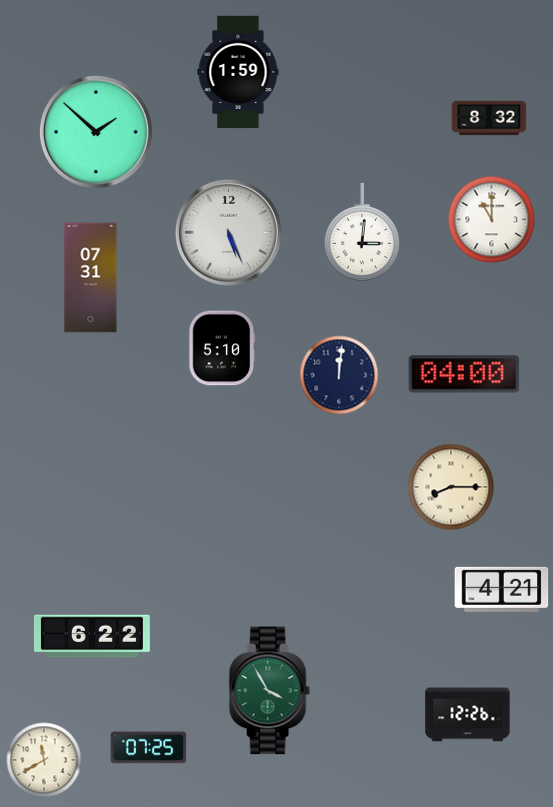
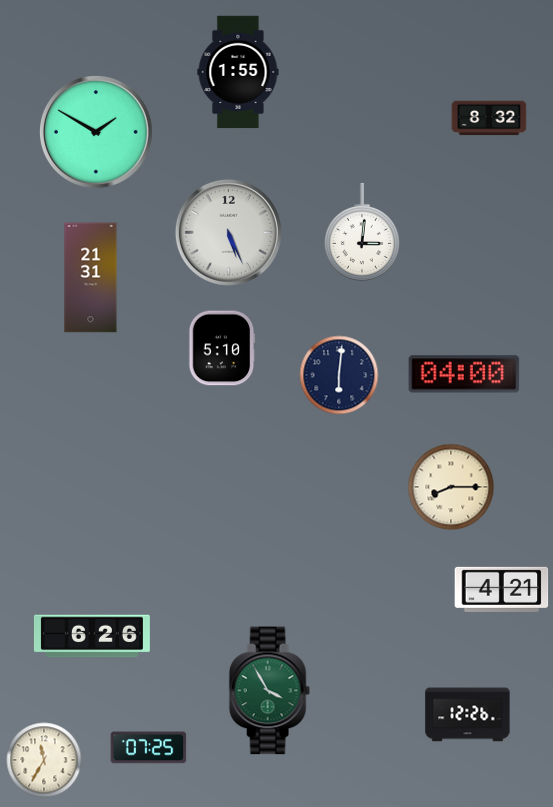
clock at (238, 72): 1:59 -> 1:55
clock at (96, 132): 1:52 -> 1:50
clock at (492, 220): 11:00 -> none
clock at (91, 278): 07:31 -> 21:31
clock at (339, 375): 12:01 -> 6:01
clock at (92, 636): 6:22 -> 6:26
clock at (44, 760): 11:40 -> 11:35
